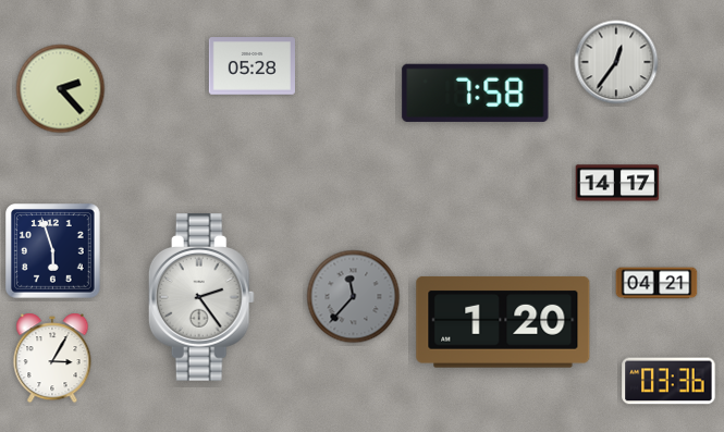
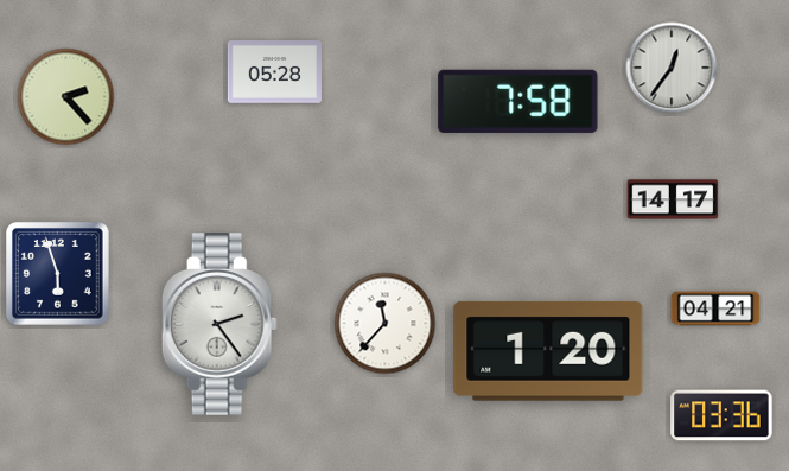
clock at (354, 297) dial: grey -> white
clock at (52, 358): 3:05 -> none
clock at (668, 381) position: (668, 381) -> (721, 415)
